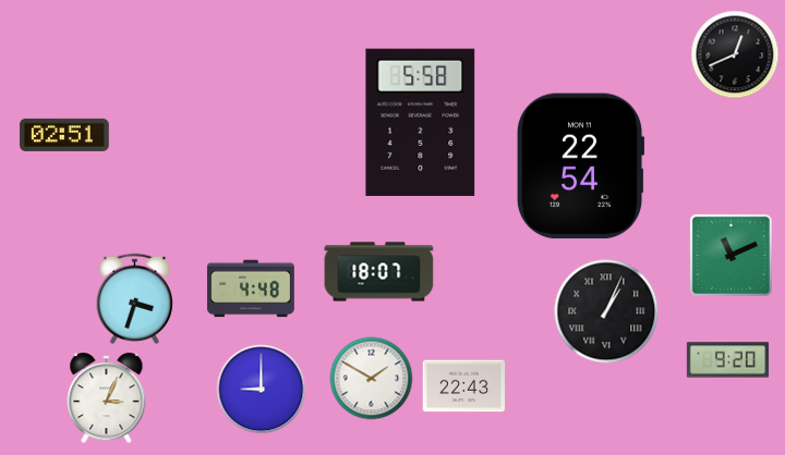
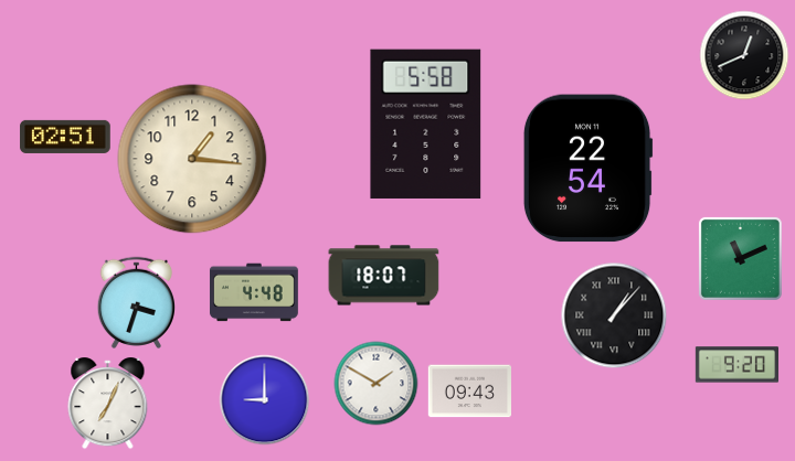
clock at (192, 159): none -> 1:16
clock at (606, 311): 1:04 -> 1:07
clock at (463, 386): 22:43 -> 09:43
clock at (262, 390) position: (262, 390) -> (265, 400)
clock at (107, 399): 3:04 -> 7:04
